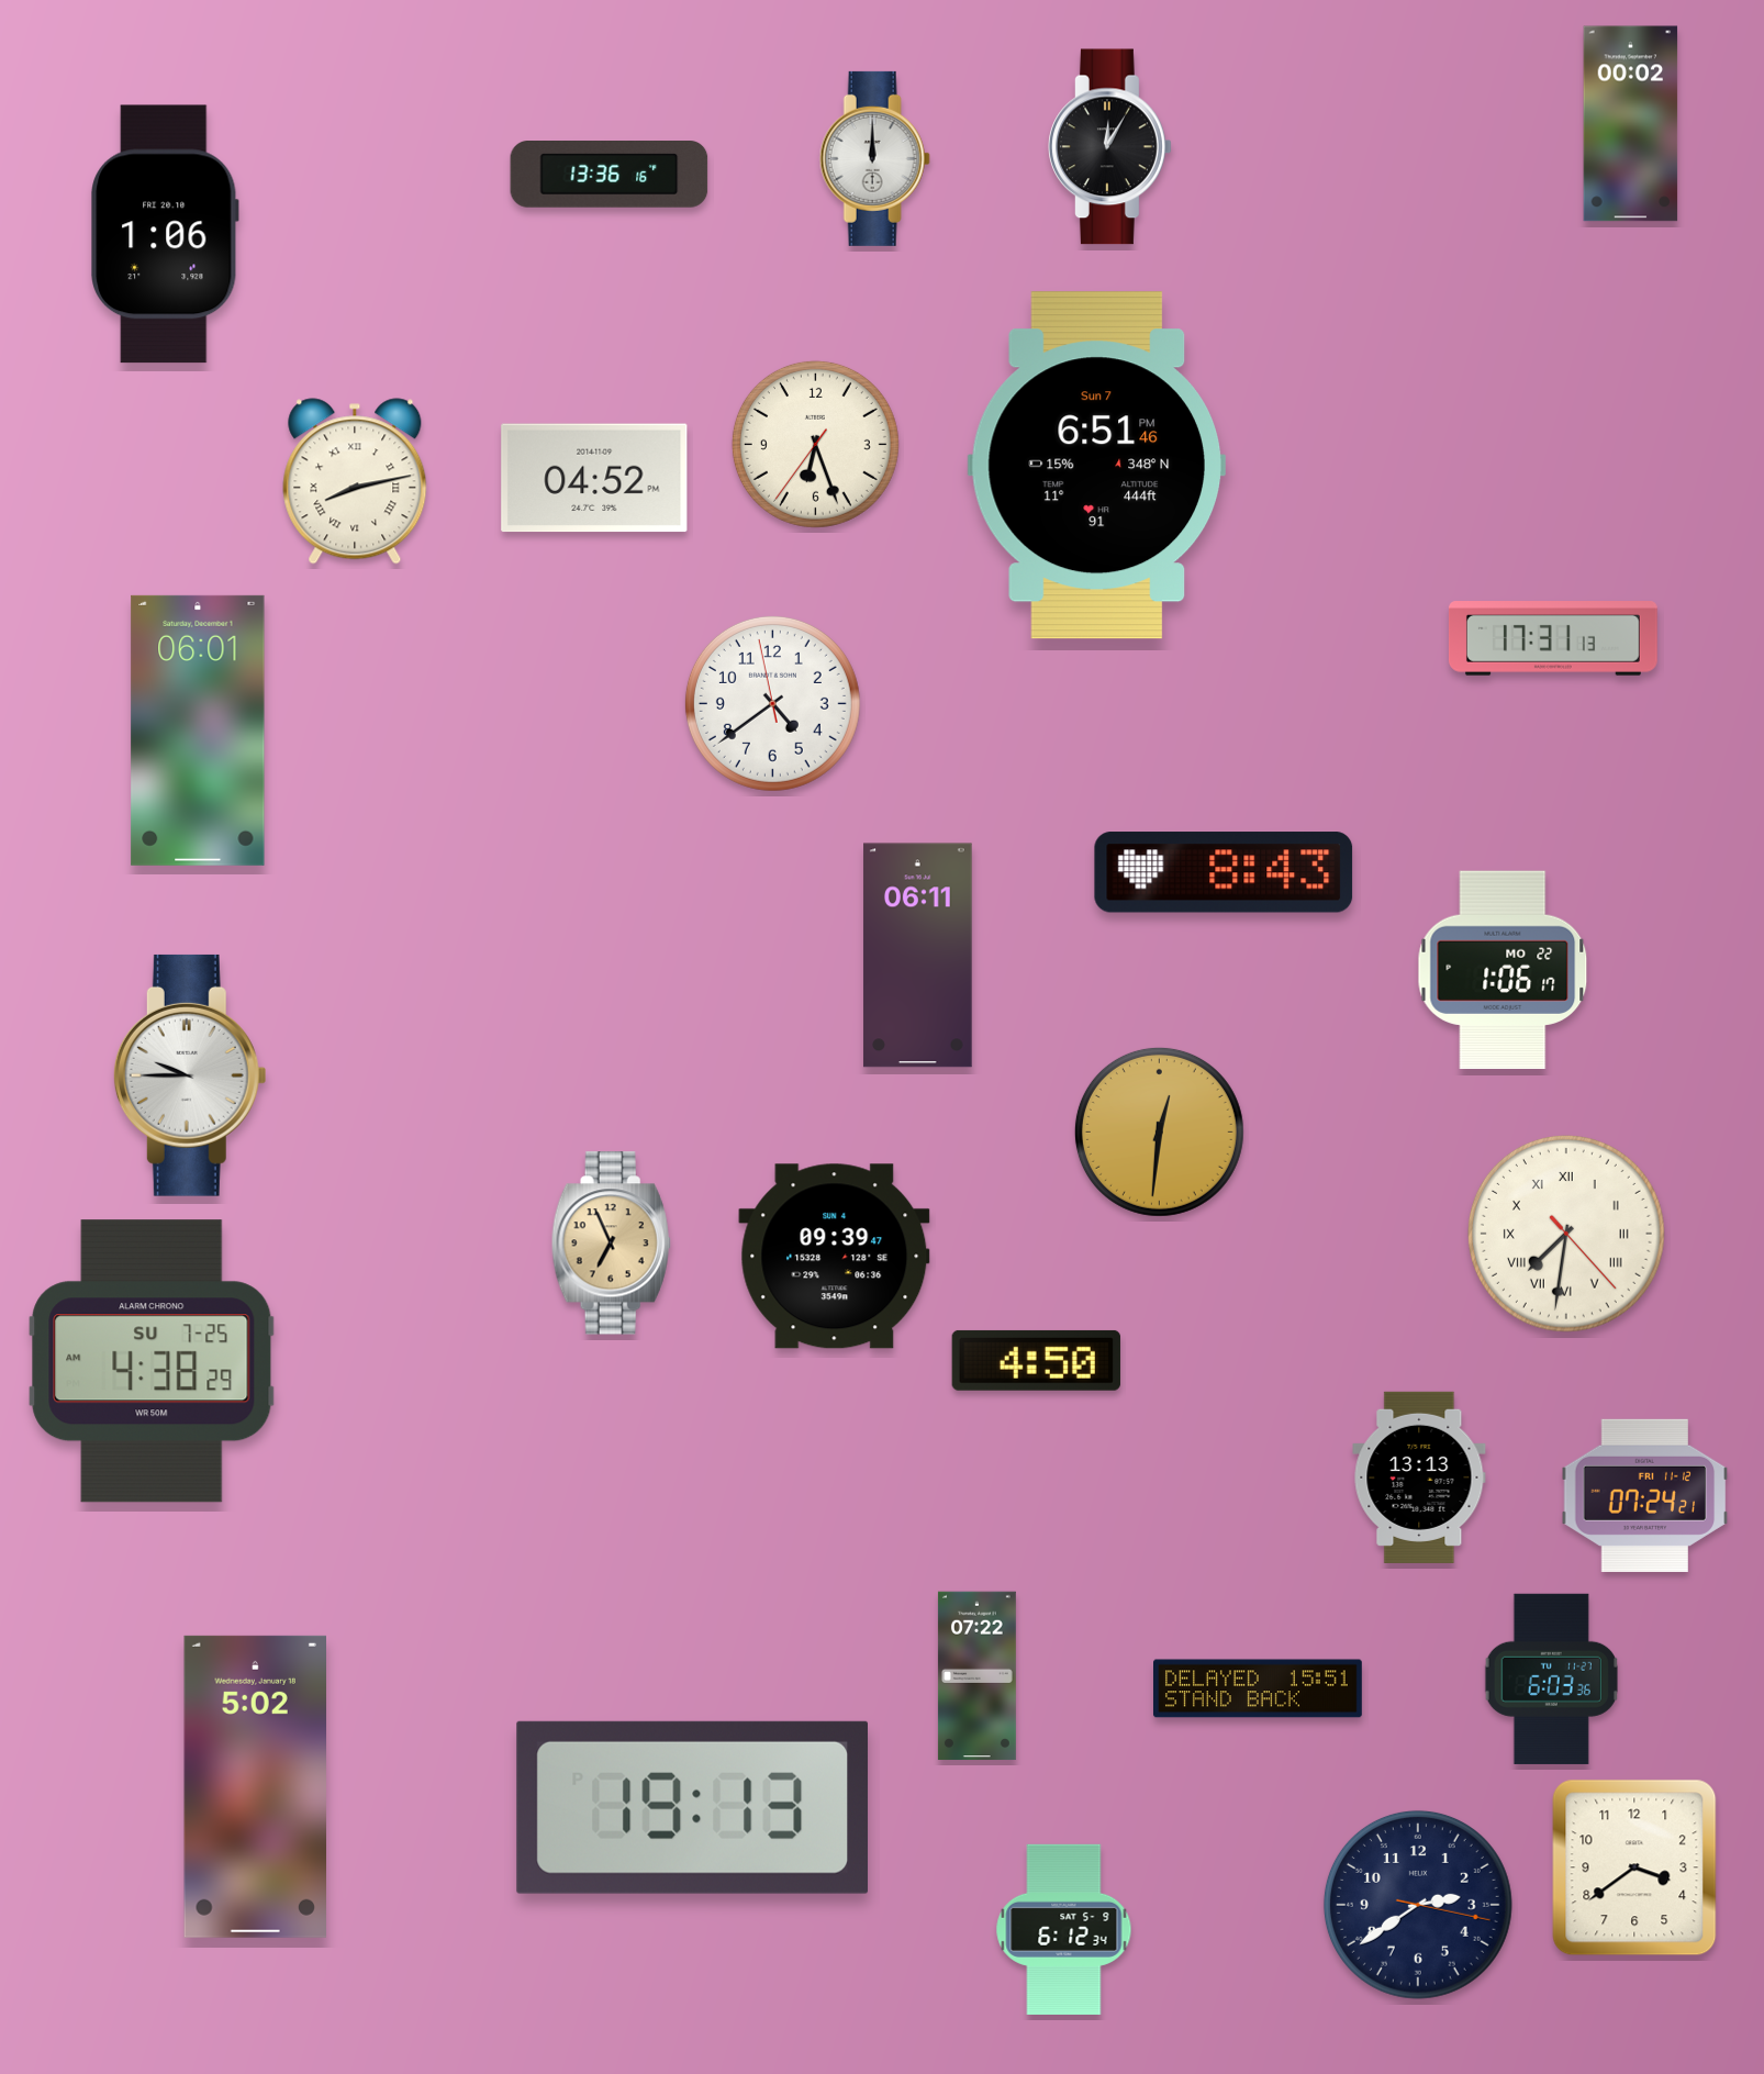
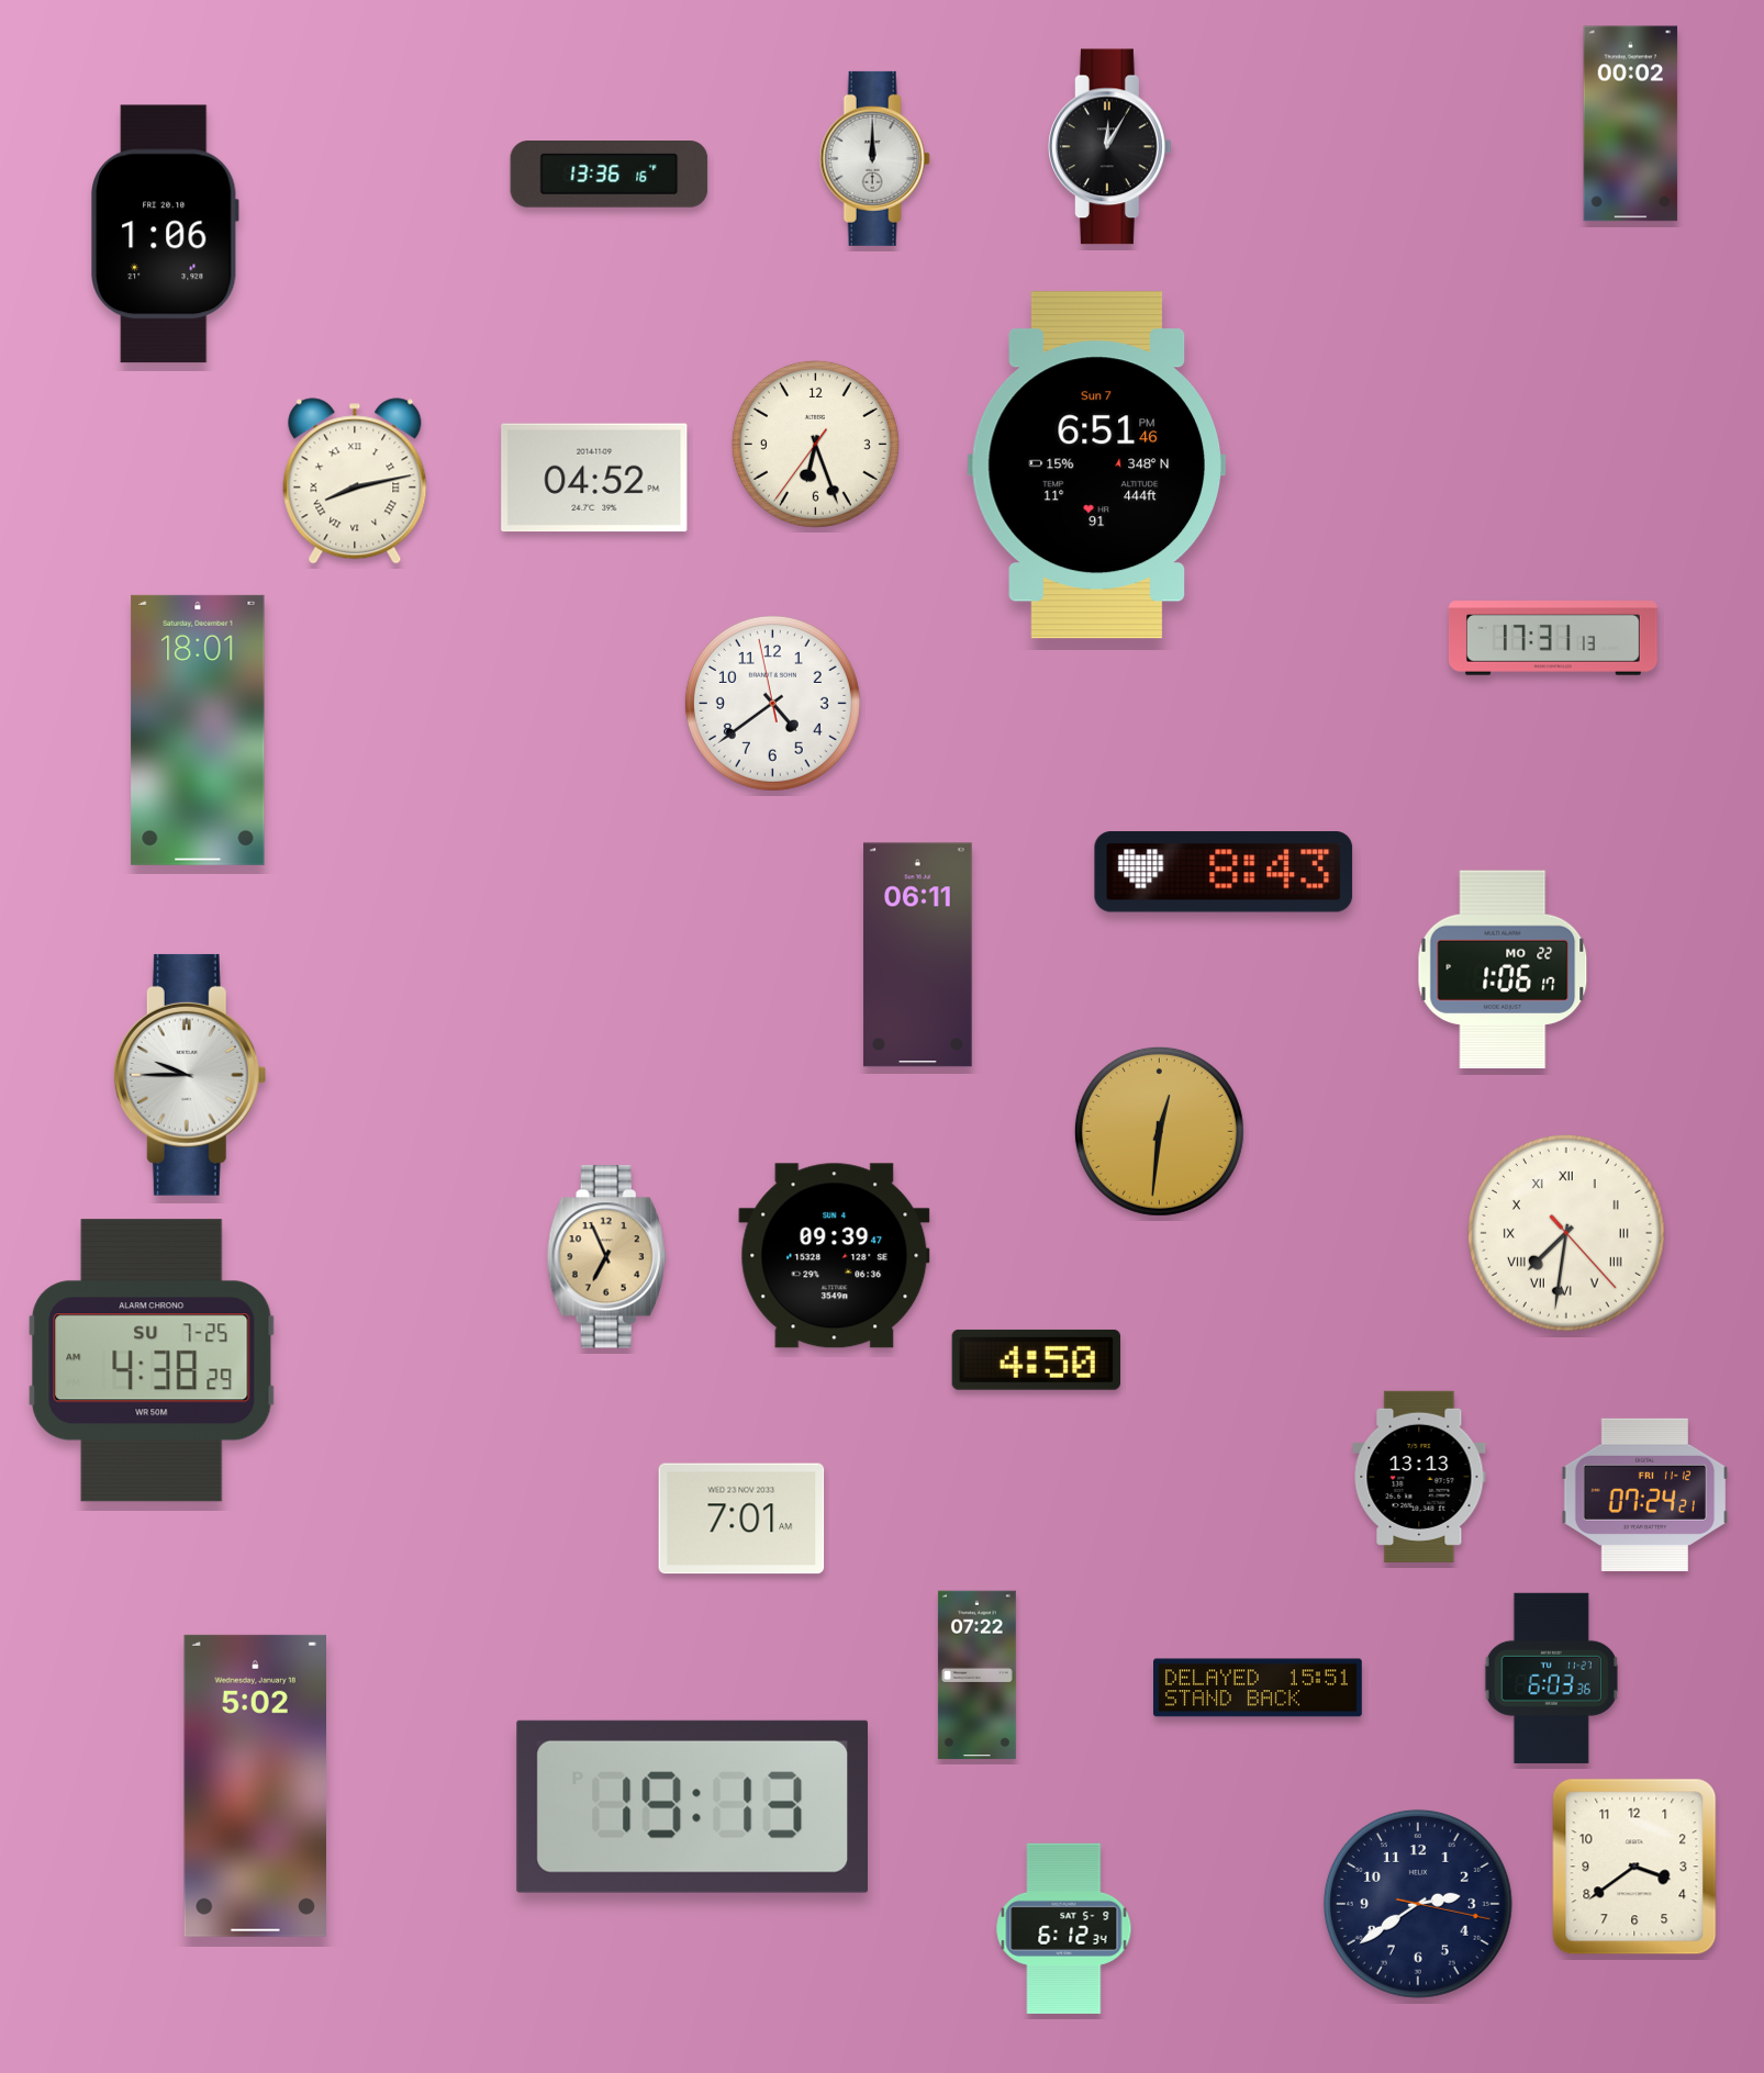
clock at (198, 731): 06:01 -> 18:01
clock at (611, 1244) position: (611, 1244) -> (606, 1257)
clock at (741, 1519): none -> 7:01
